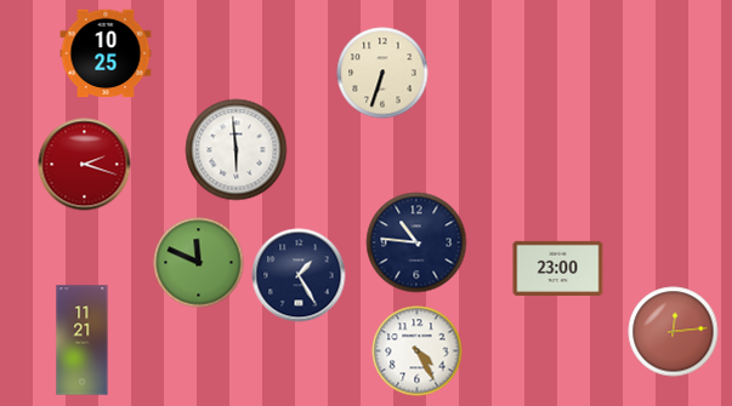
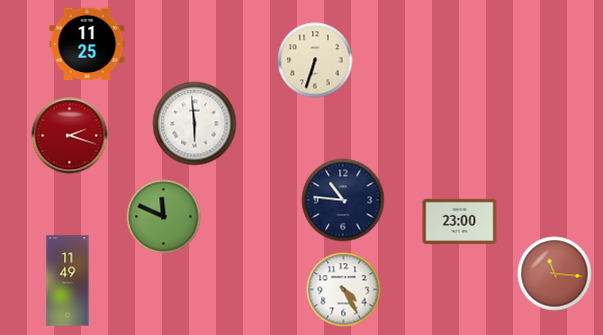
clock at (106, 53): 10:25 -> 11:25
clock at (299, 275): 1:25 -> none
clock at (674, 332): 12:14 -> 11:16
clock at (83, 341): 11:21 -> 11:49
